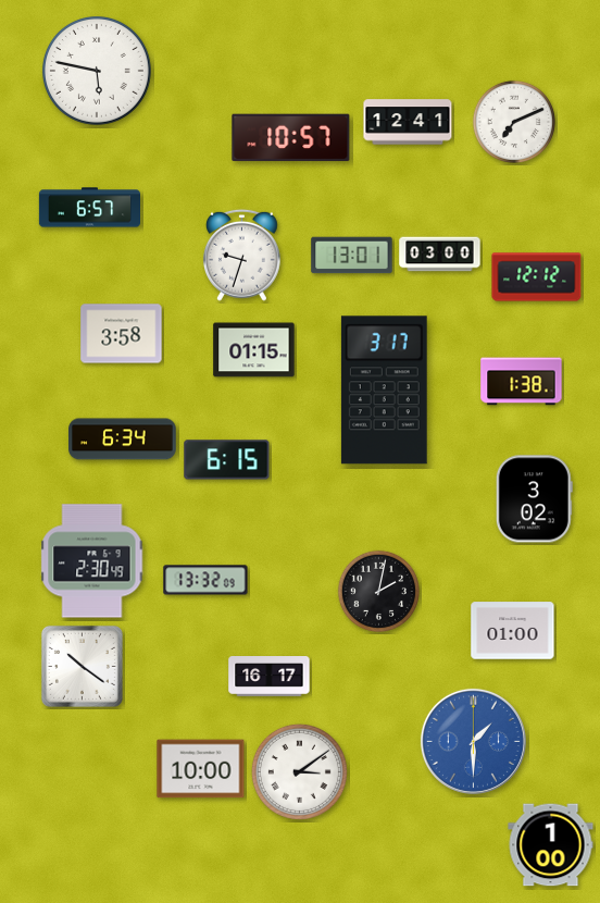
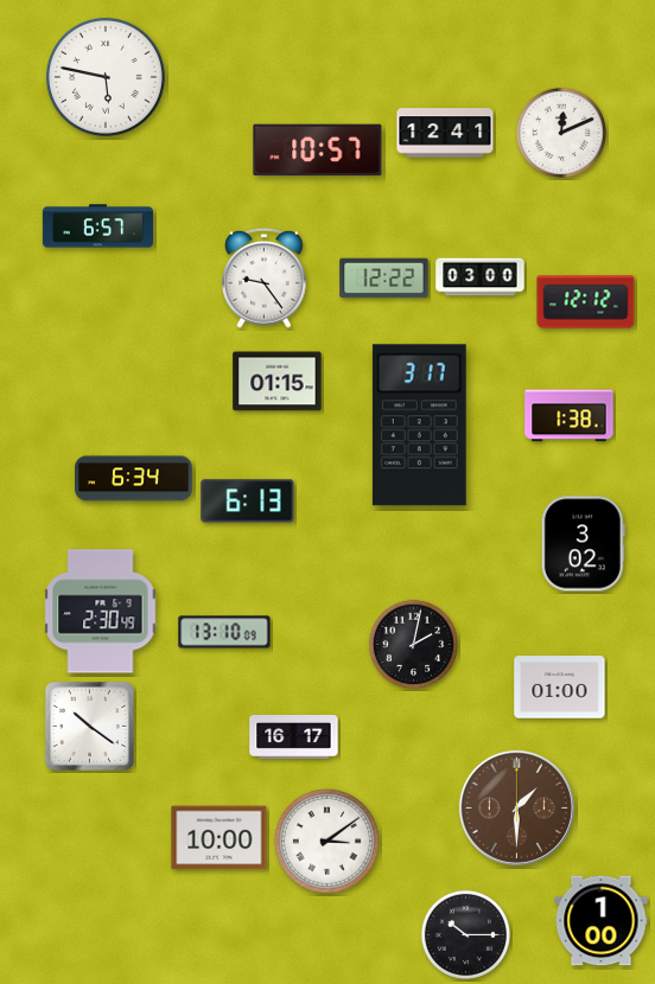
clock at (514, 122): 7:11 -> 12:11
clock at (241, 255): 9:33 -> 9:24
clock at (352, 256): 13:01 -> 12:22
clock at (122, 334): 3:58 -> none
clock at (227, 460): 6:15 -> 6:13
clock at (205, 580): 13:32 -> 13:10
clock at (473, 741) dial: blue -> brown
clock at (465, 934): none -> 10:15
